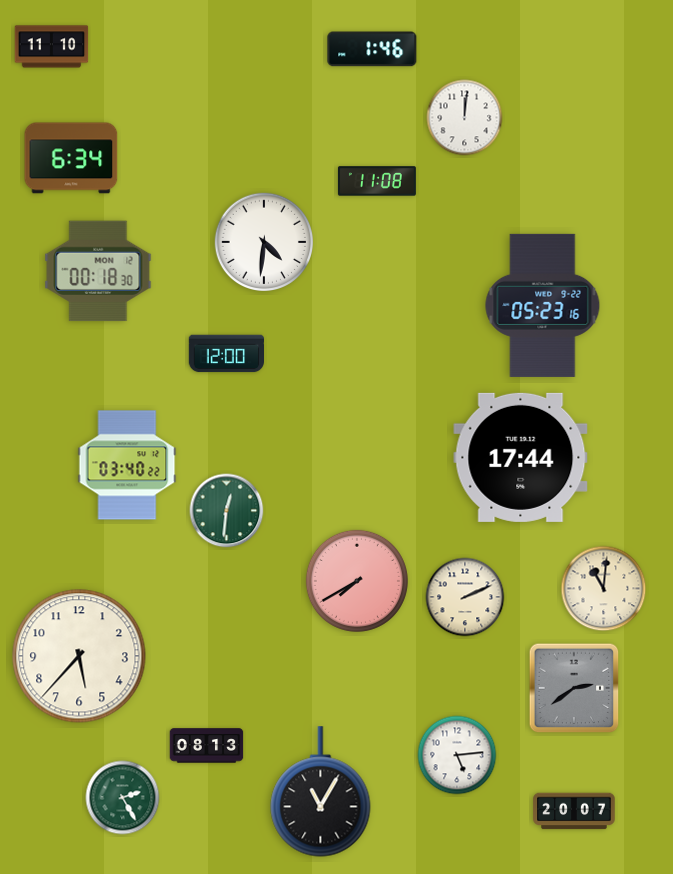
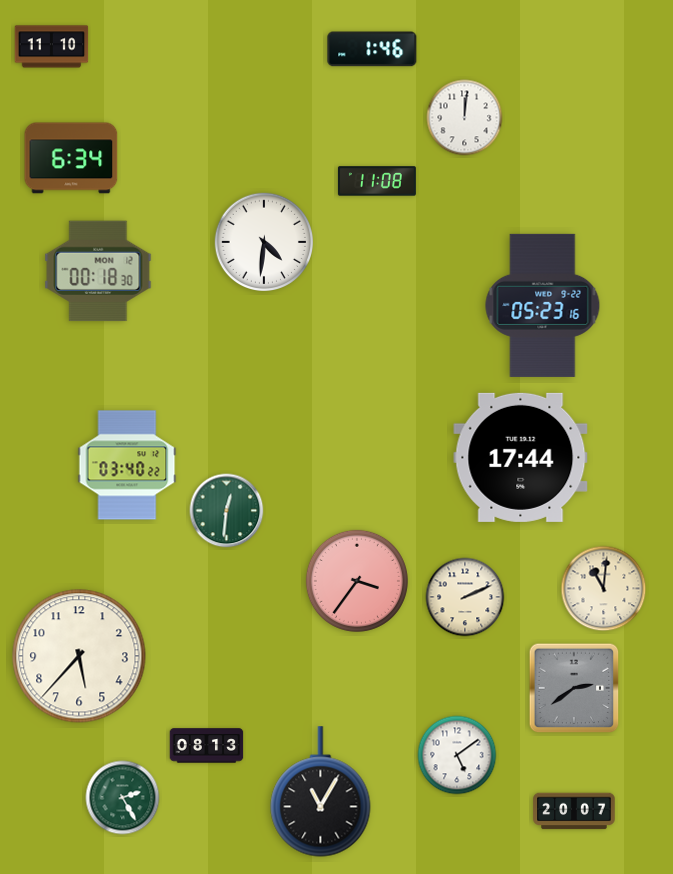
clock at (226, 354): 12:00 -> none
clock at (357, 581): 7:40 -> 3:36
clock at (457, 755): 5:14 -> 5:09
